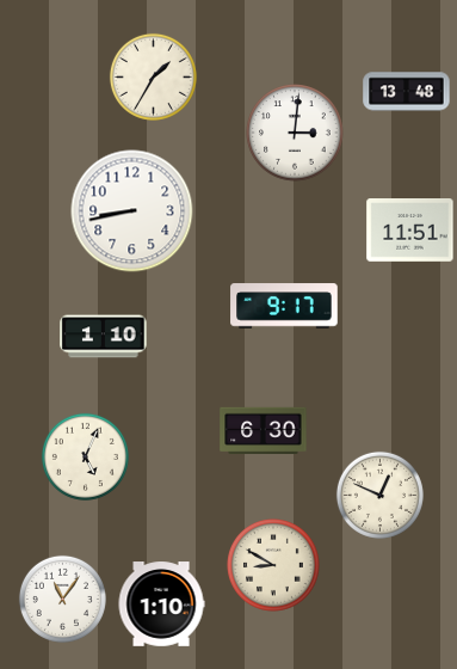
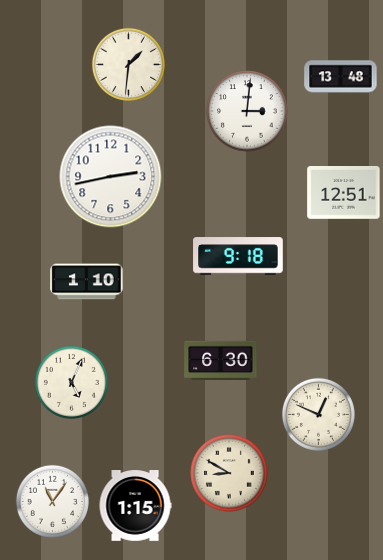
clock at (153, 76): 1:35 -> 1:31
clock at (132, 211): 8:43 -> 2:43
clock at (410, 231): 11:51 -> 12:51
clock at (284, 306): 9:17 -> 9:18
clock at (161, 604): 1:10 -> 1:15
